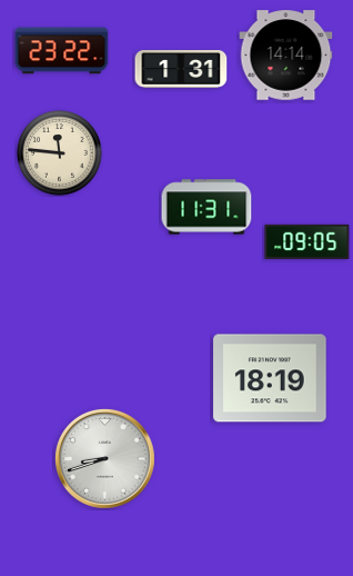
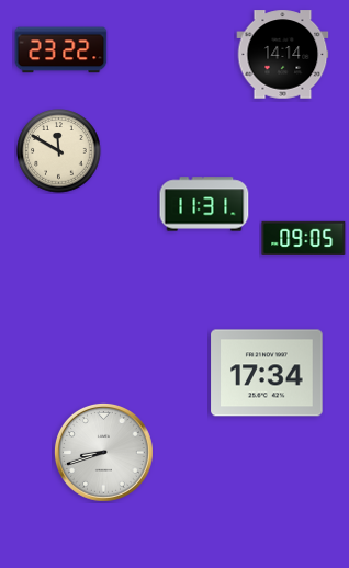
clock at (181, 70): 1:31 -> none
clock at (60, 153): 11:46 -> 11:50
clock at (270, 378): 18:19 -> 17:34
